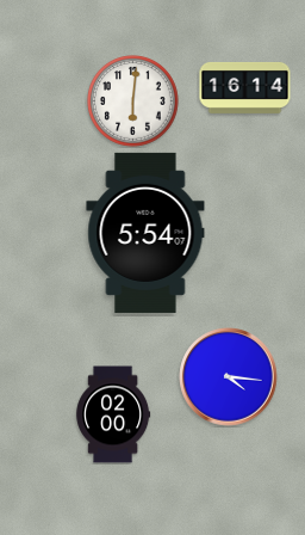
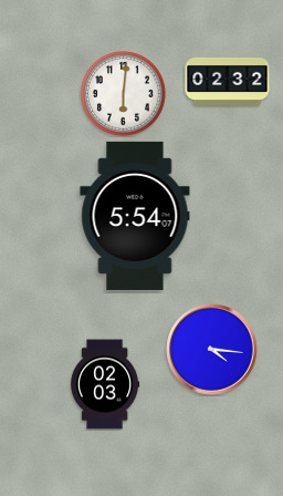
clock at (245, 87): 16:14 -> 02:32
clock at (113, 414): 02:00 -> 02:03
